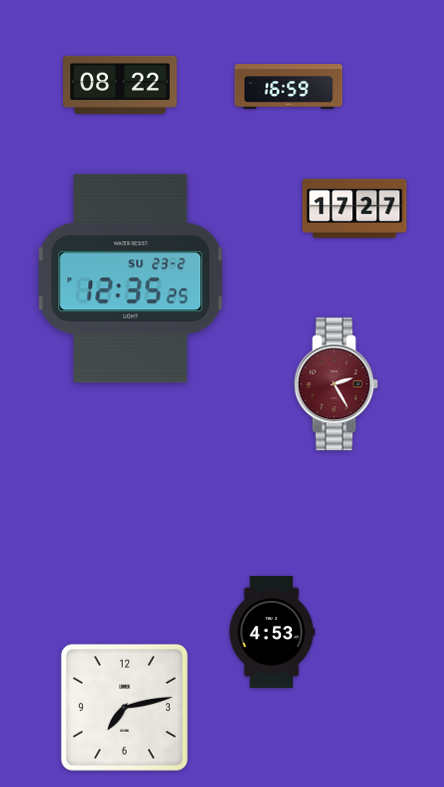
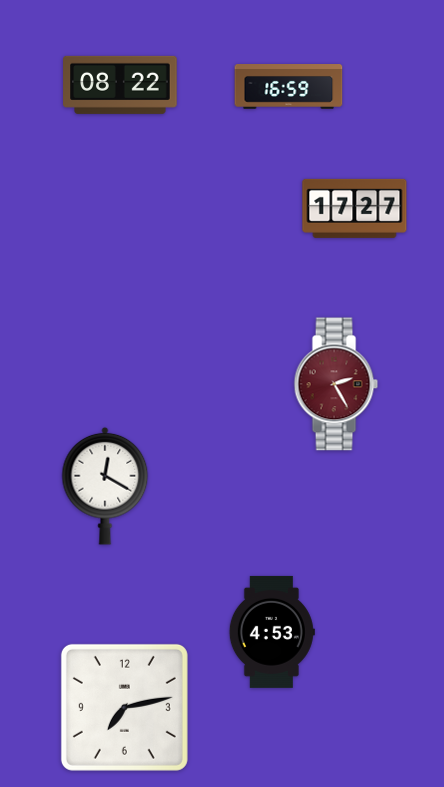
clock at (131, 279): 12:35 -> none
clock at (105, 486): none -> 12:20
